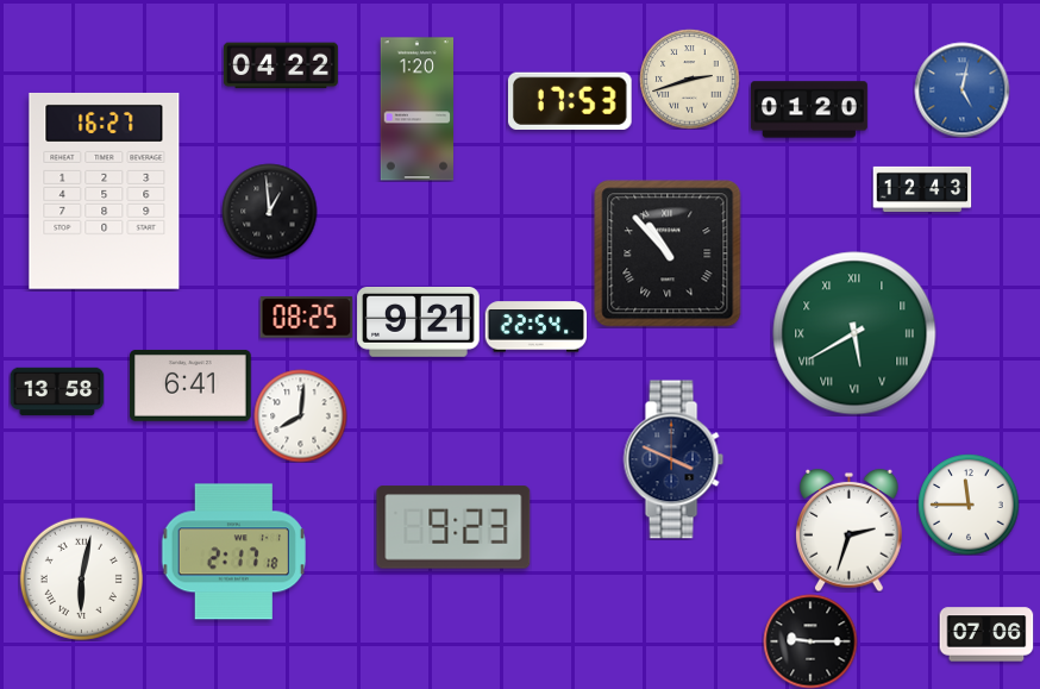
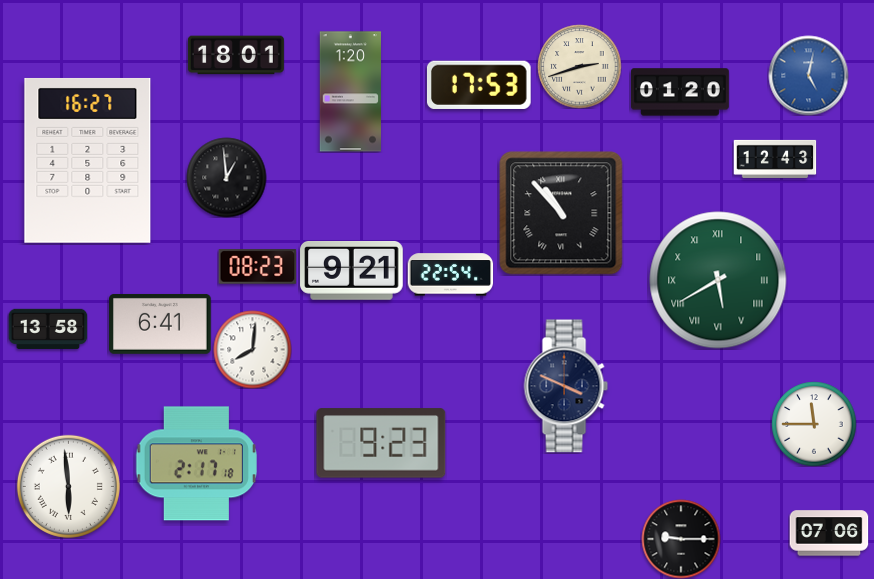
clock at (281, 65): 04:22 -> 18:01
clock at (306, 318): 08:25 -> 08:23
clock at (850, 530): 2:33 -> none
clock at (81, 578): 6:02 -> 5:59
